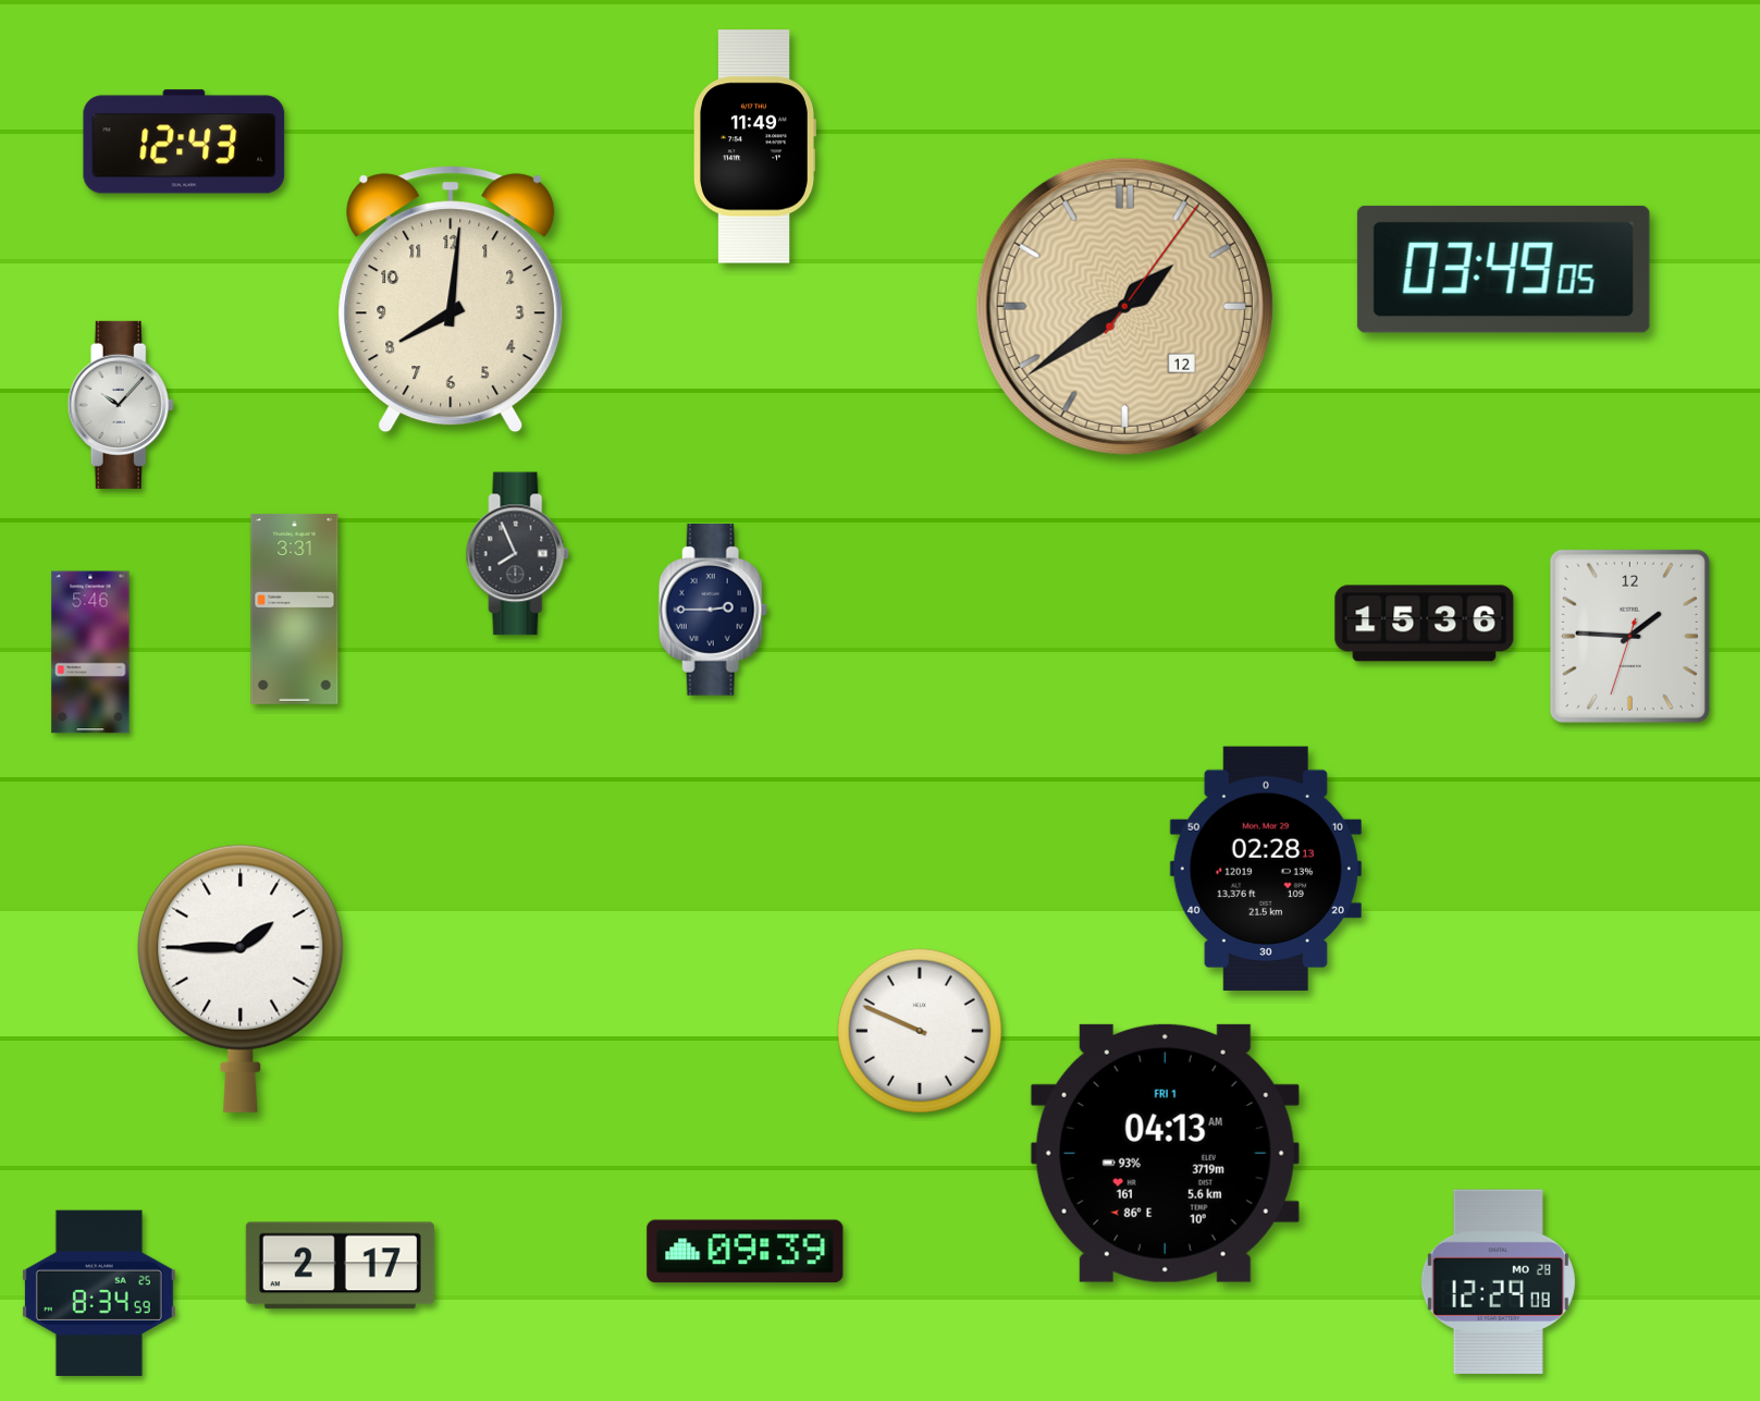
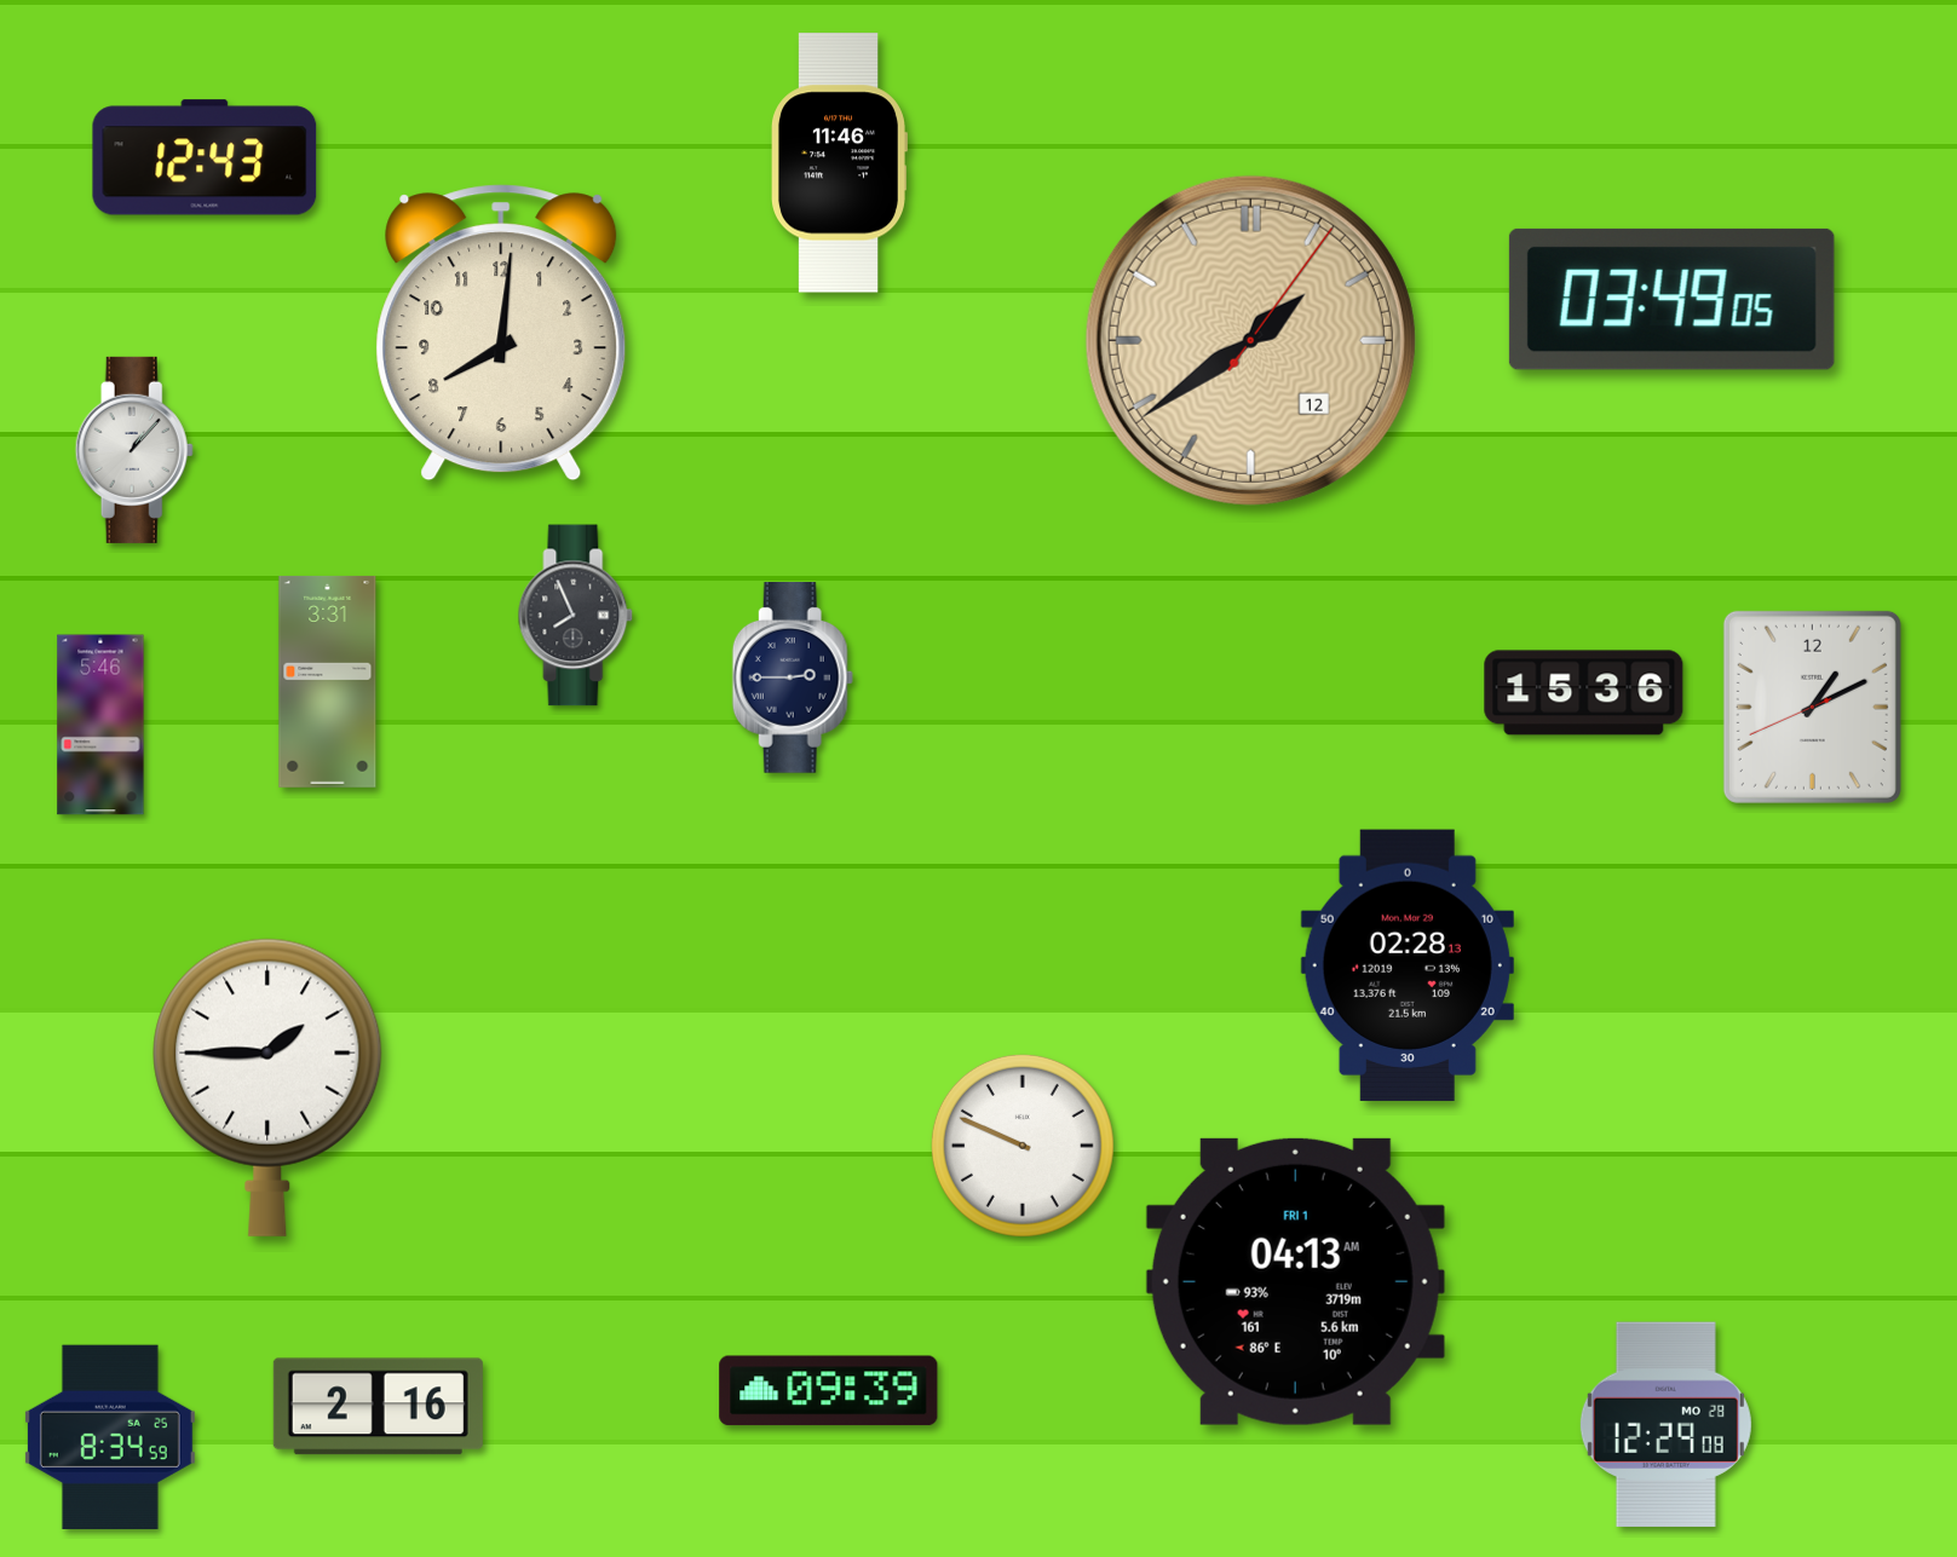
clock at (754, 147): 11:49 -> 11:46
clock at (121, 405): 10:07 -> 1:07
clock at (295, 609) position: (295, 609) -> (328, 681)
clock at (1629, 636): 1:45 -> 1:10
clock at (340, 1266): 2:17 -> 2:16
